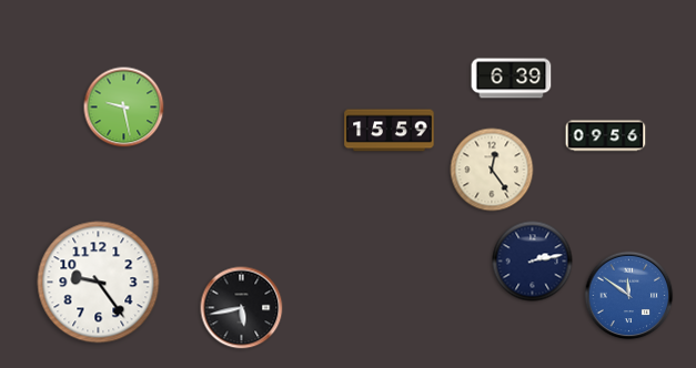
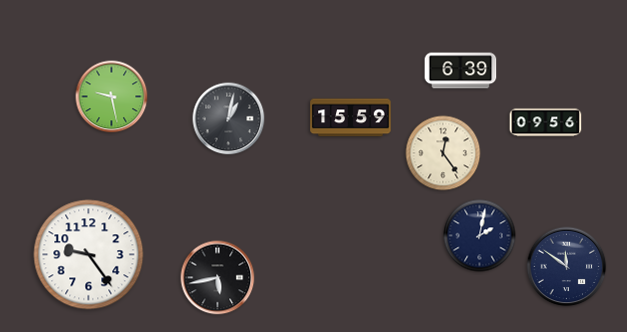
clock at (229, 119): none -> 1:02
clock at (533, 262): 2:13 -> 2:02
clock at (629, 296) dial: blue -> navy
